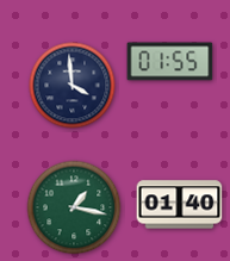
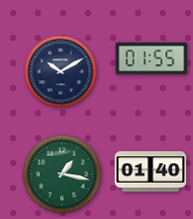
clock at (170, 62) position: (170, 62) -> (152, 59)
clock at (73, 86): 3:59 -> 10:10
